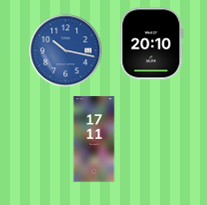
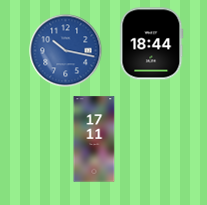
clock at (152, 44): 20:10 -> 18:44
